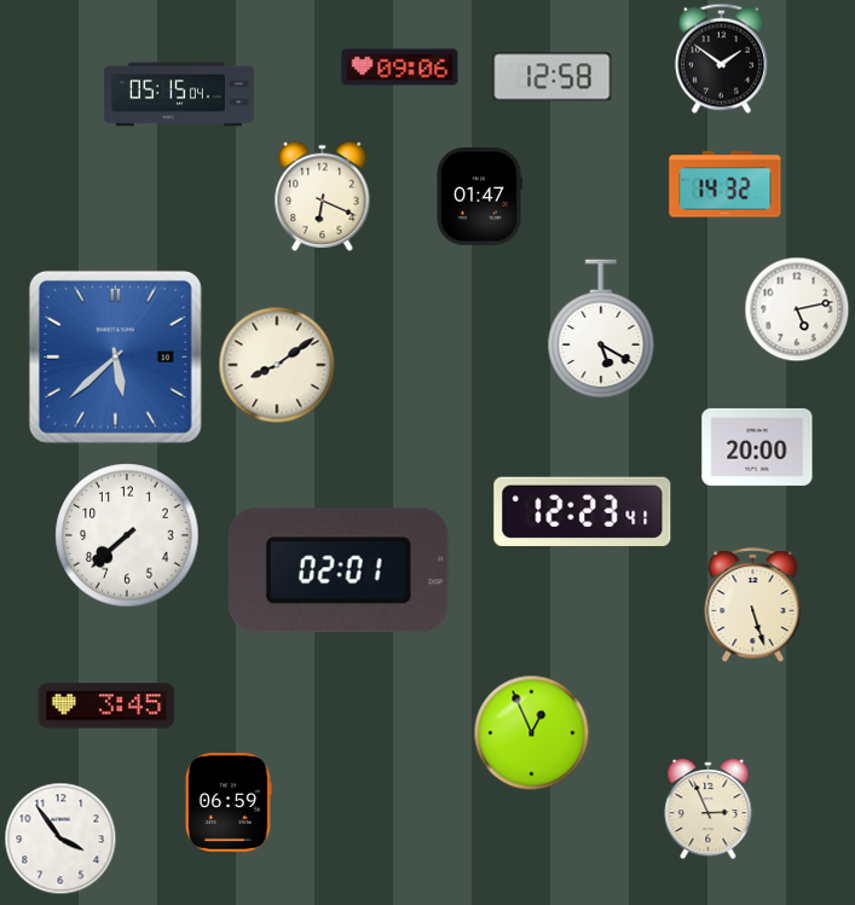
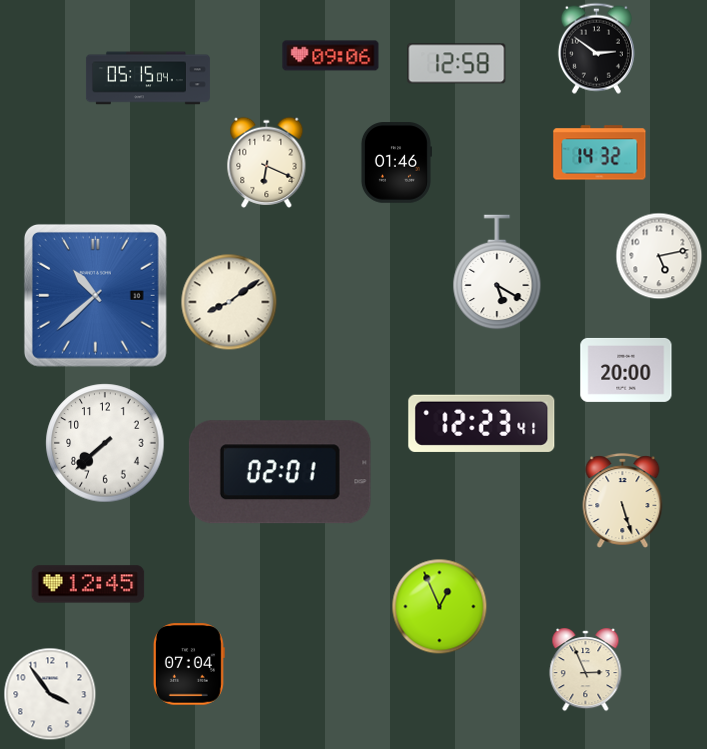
clock at (721, 58): 1:51 -> 2:51
clock at (479, 197): 01:47 -> 01:46
clock at (115, 356): 5:38 -> 10:38
clock at (106, 706): 3:45 -> 12:45
clock at (229, 802): 06:59 -> 07:04
